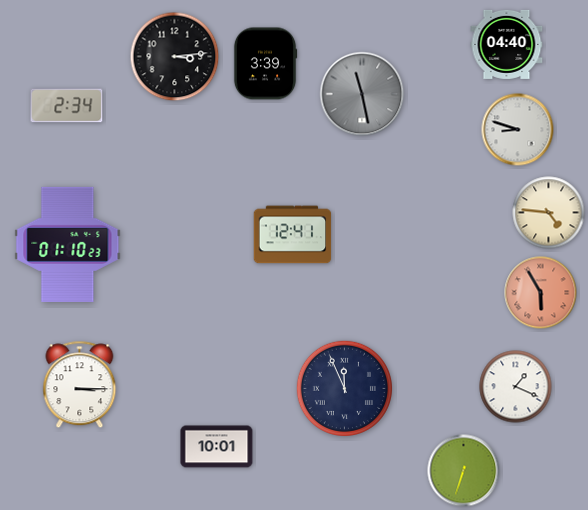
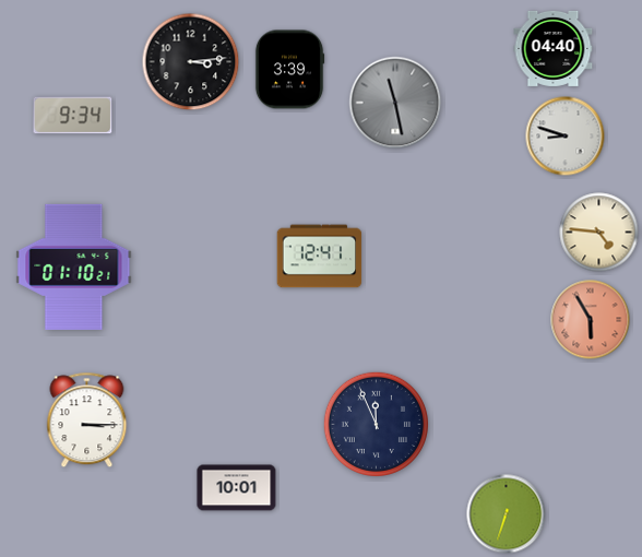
clock at (67, 106): 2:34 -> 9:34
clock at (518, 130) position: (518, 130) -> (566, 137)
clock at (68, 244): 01:10:23 -> 01:10:21
clock at (516, 387): 1:19 -> none
